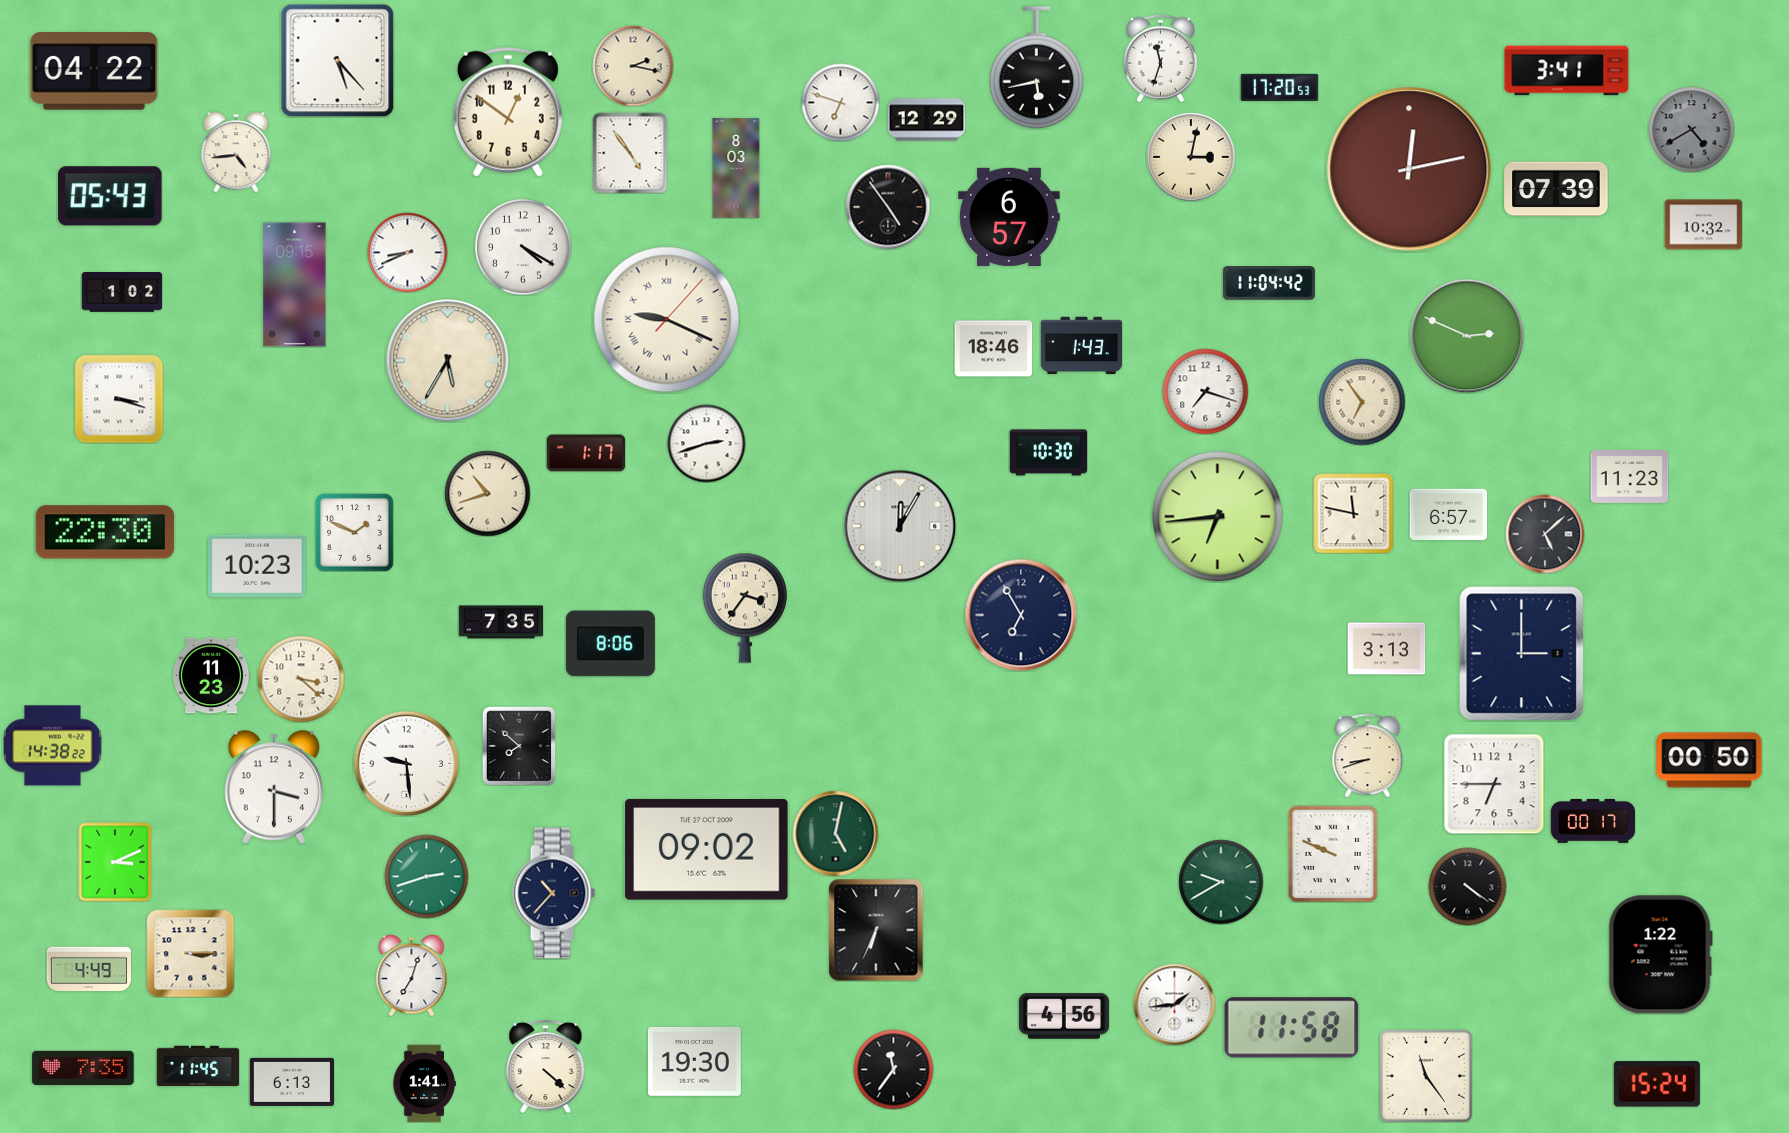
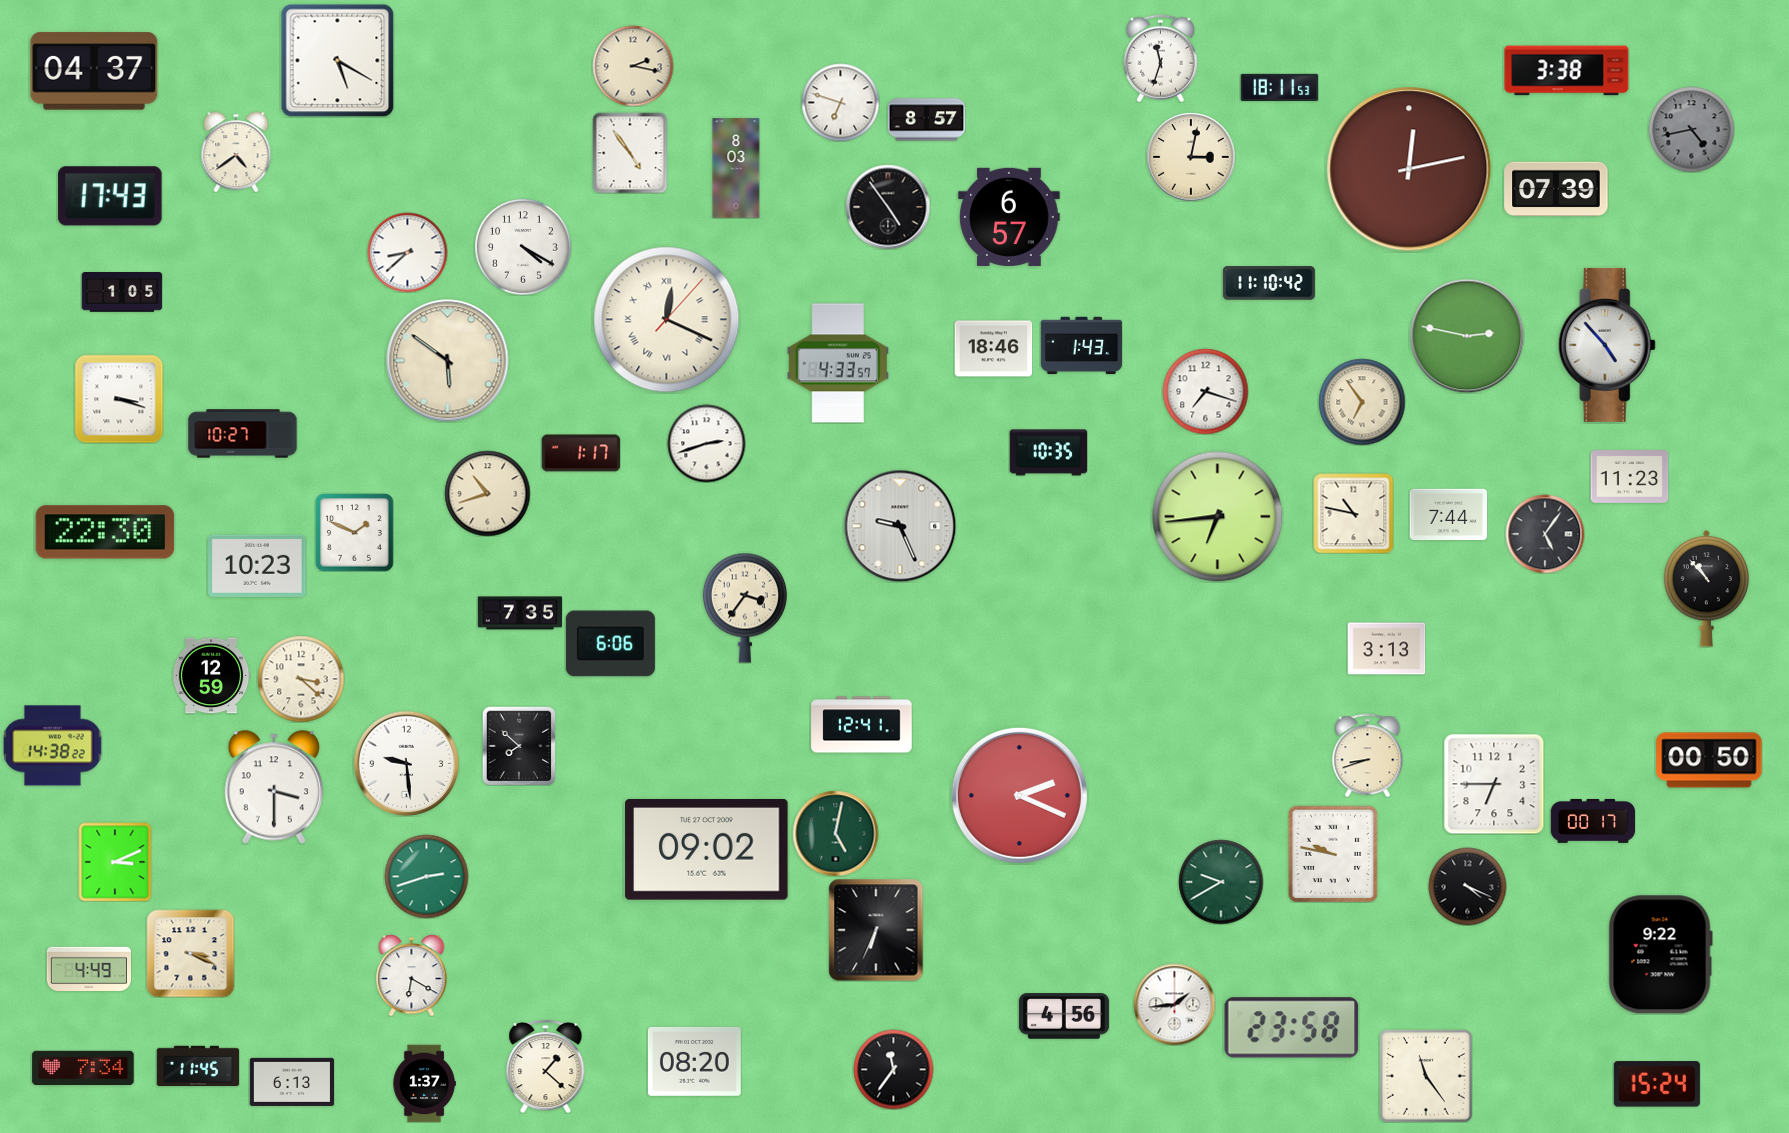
clock at (337, 60): 5:23 -> 5:20
clock at (1037, 68): 5:43 -> none
clock at (94, 71): 04:22 -> 04:37
clock at (1567, 71): 3:41 -> 3:38
clock at (1279, 87): 17:20 -> 18:11
clock at (508, 112): 12:51 -> none
clock at (926, 120): 12:29 -> 8:57
clock at (1691, 129): 4:40 -> 4:43
clock at (236, 152): 4:44 -> 4:39
clock at (110, 196): 05:43 -> 17:43
clock at (1703, 225): 10:32 -> none
clock at (407, 252): 8:41 -> 8:38
clock at (1269, 283): 11:04 -> 11:10
clock at (295, 285): 09:15 -> none
clock at (122, 293): 1:02 -> 1:05
clock at (667, 320): 9:19 -> 12:19
clock at (1467, 336): 2:49 -> 2:47
clock at (1607, 345): none -> 4:53
clock at (448, 361): 5:35 -> 5:51
clock at (838, 363): none -> 4:33
clock at (243, 434): none -> 10:27
clock at (586, 453) position: (586, 453) -> (581, 453)
clock at (1048, 453): 10:30 -> 10:35
clock at (1353, 513): 11:47 -> 10:47
clock at (1448, 515): 6:57 -> 7:44
clock at (900, 526): 12:05 -> 9:26
clock at (1545, 534): 5:08 -> 5:06
clock at (1707, 588): none -> 10:53
clock at (1021, 615): 6:55 -> none
clock at (500, 622) position: (500, 622) -> (519, 613)
clock at (610, 644): 8:06 -> 6:06
clock at (1522, 654): 3:00 -> none
clock at (211, 676): 11:23 -> 12:59
clock at (862, 725): none -> 12:41
clock at (1019, 795): none -> 2:19
clock at (1333, 854): 9:49 -> 9:47
clock at (1467, 886): 4:21 -> 4:19
clock at (554, 893): 10:37 -> none
clock at (190, 953): 3:15 -> 3:19
clock at (1660, 955): 1:22 -> 9:22
clock at (412, 975): 7:03 -> 6:20
clock at (1292, 1028): 11:58 -> 23:58
clock at (694, 1061): 19:30 -> 08:20
clock at (546, 1066): 4:22 -> 1:22
clock at (83, 1067): 7:35 -> 7:34
clock at (424, 1083): 1:41 -> 1:37
